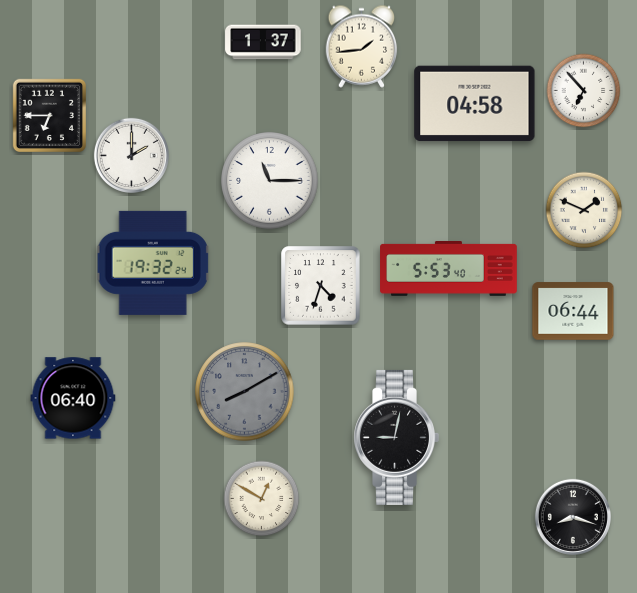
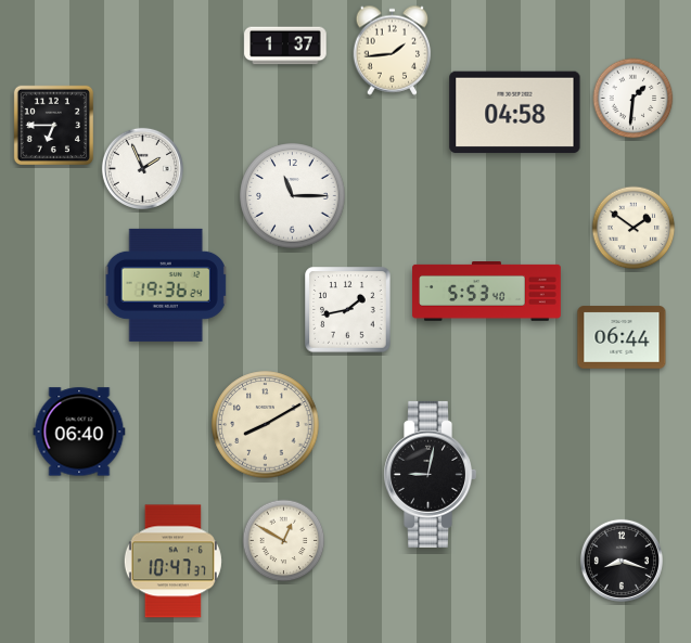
clock at (584, 91): 6:53 -> 1:31
clock at (131, 155): 2:00 -> 1:56
clock at (584, 210): 1:49 -> 1:51
clock at (153, 263): 19:32 -> 19:36
clock at (321, 286): 4:33 -> 1:43
clock at (245, 392) dial: grey -> cream
clock at (172, 562): none -> 10:47
